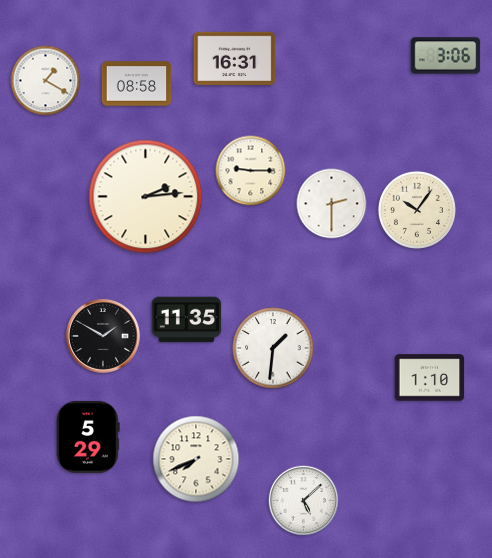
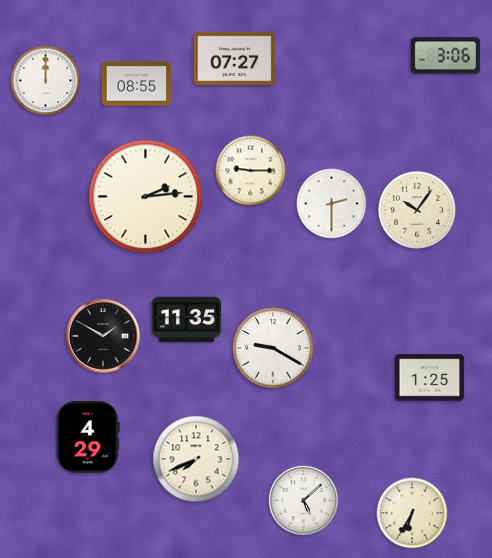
clock at (235, 58): 16:31 -> 07:27
clock at (46, 81): 1:20 -> 12:00
clock at (137, 84): 08:58 -> 08:55
clock at (273, 348): 1:31 -> 9:20
clock at (430, 378): 1:10 -> 1:25
clock at (88, 437): 5:29 -> 4:29
clock at (412, 513): none -> 6:35
